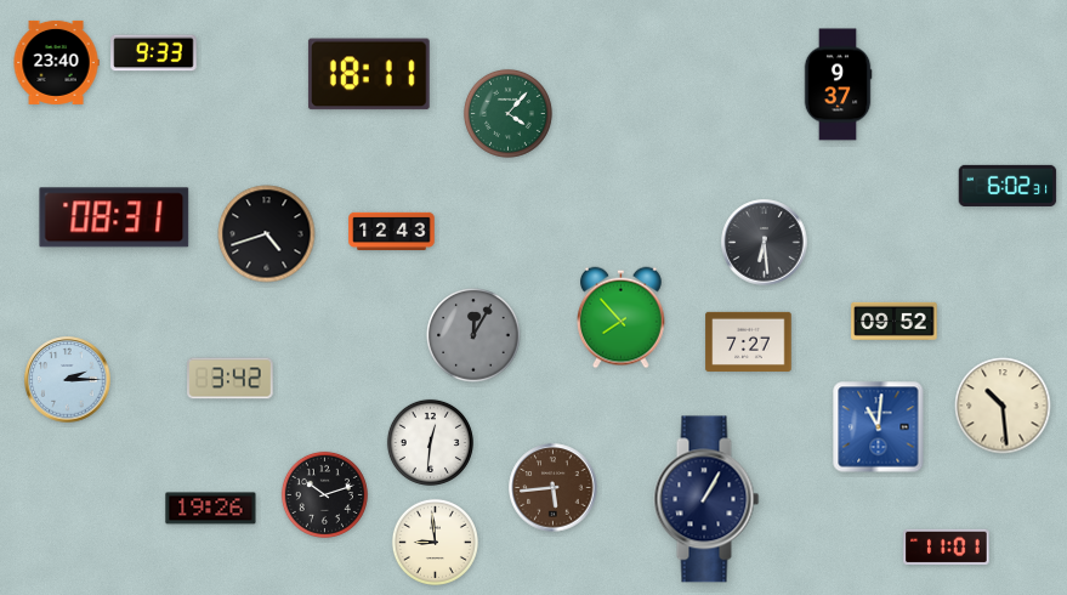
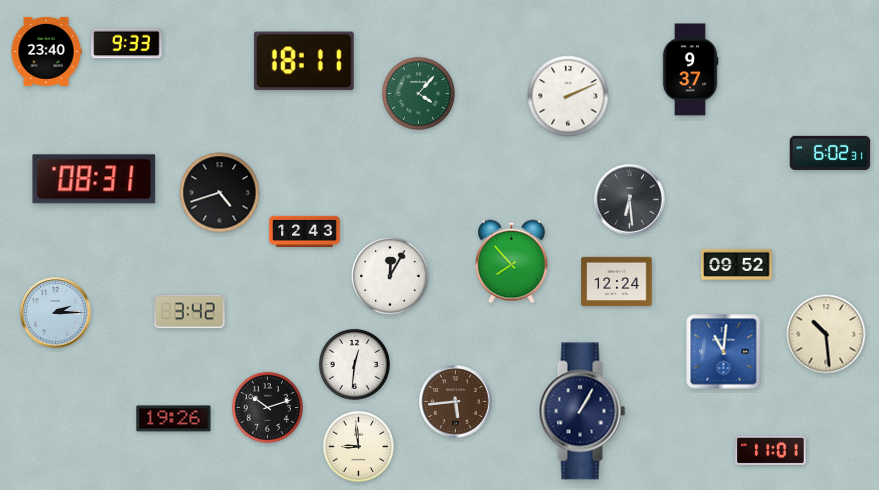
clock at (568, 96): none -> 2:11
clock at (392, 231) position: (392, 231) -> (305, 231)
clock at (473, 335) dial: grey -> white
clock at (749, 341): 7:27 -> 12:24
clock at (947, 546) position: (947, 546) -> (771, 450)
